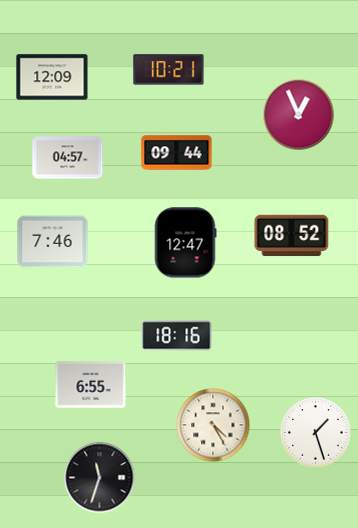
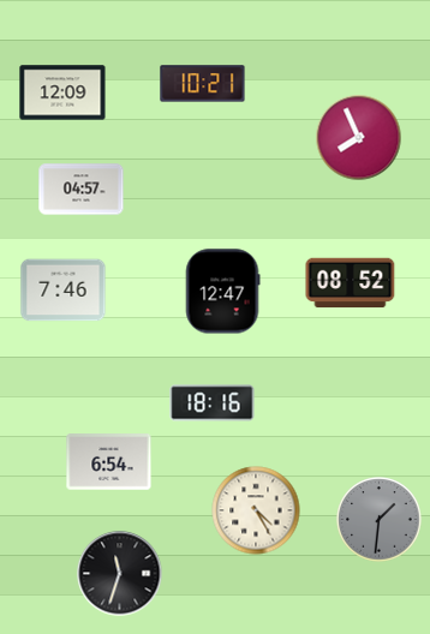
clock at (299, 115): 12:56 -> 7:56
clock at (177, 153): 09:44 -> none
clock at (91, 385): 6:55 -> 6:54
clock at (316, 433): 1:27 -> 1:31
clock at (316, 433) dial: white -> grey
